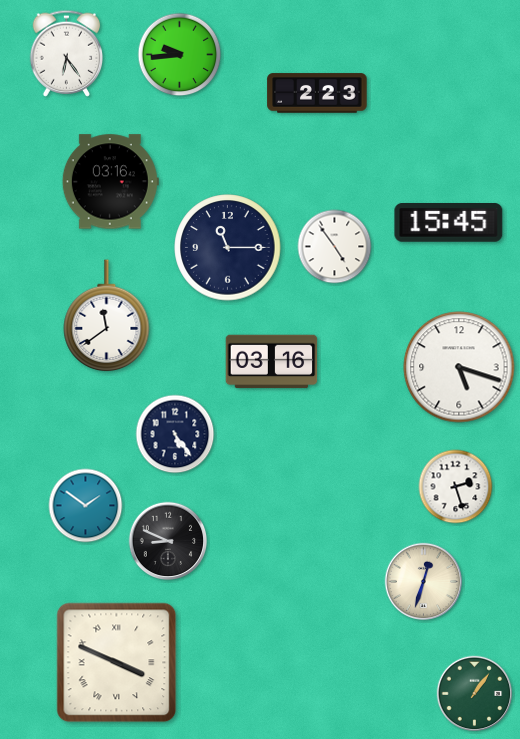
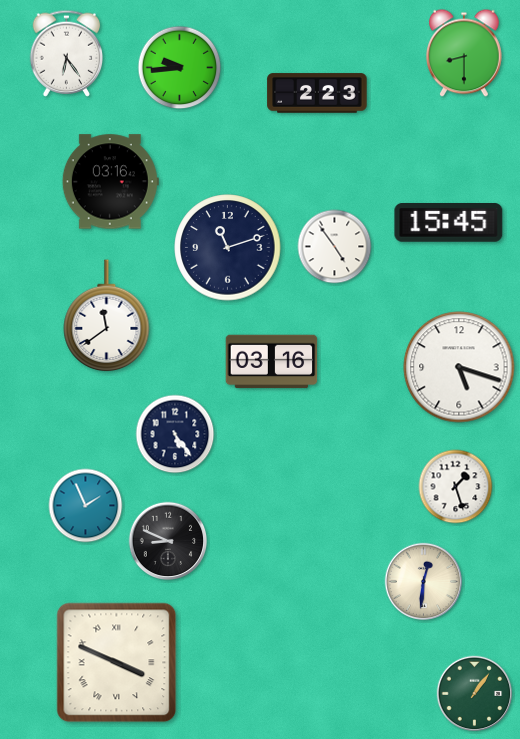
clock at (465, 53): none -> 8:30
clock at (180, 55) position: (180, 55) -> (180, 68)
clock at (228, 248): 11:15 -> 11:12
clock at (456, 487): 2:27 -> 1:27
clock at (86, 506): 1:51 -> 1:56
clock at (424, 582): 12:33 -> 12:31
